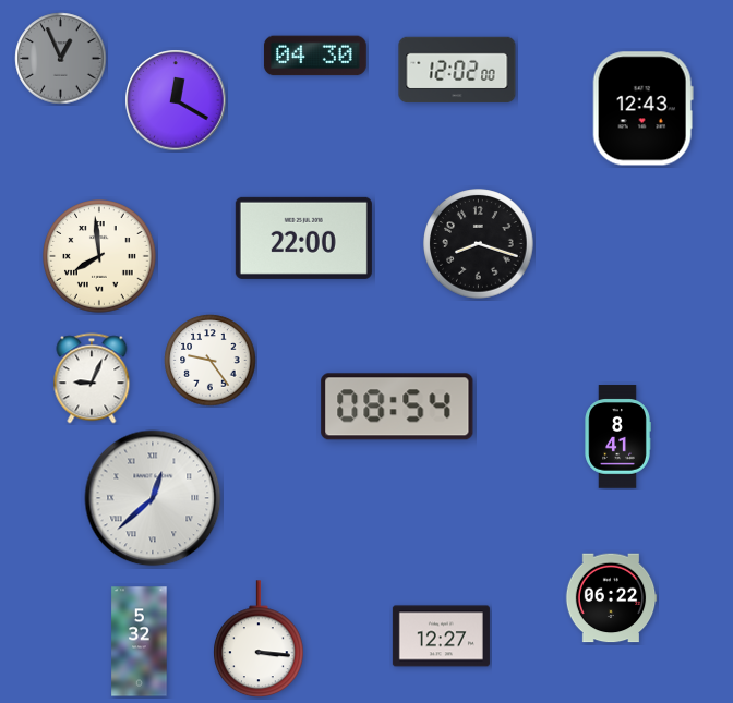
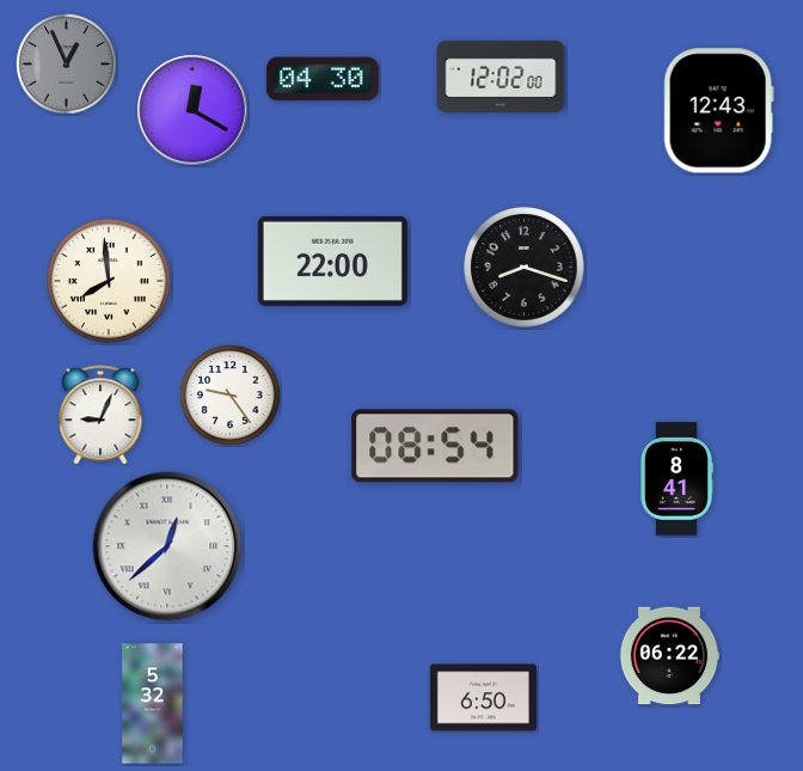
clock at (315, 56) position: (315, 56) -> (323, 79)
clock at (642, 109) position: (642, 109) -> (718, 111)
clock at (441, 637): 12:27 -> 6:50
clock at (260, 640): 3:16 -> none
